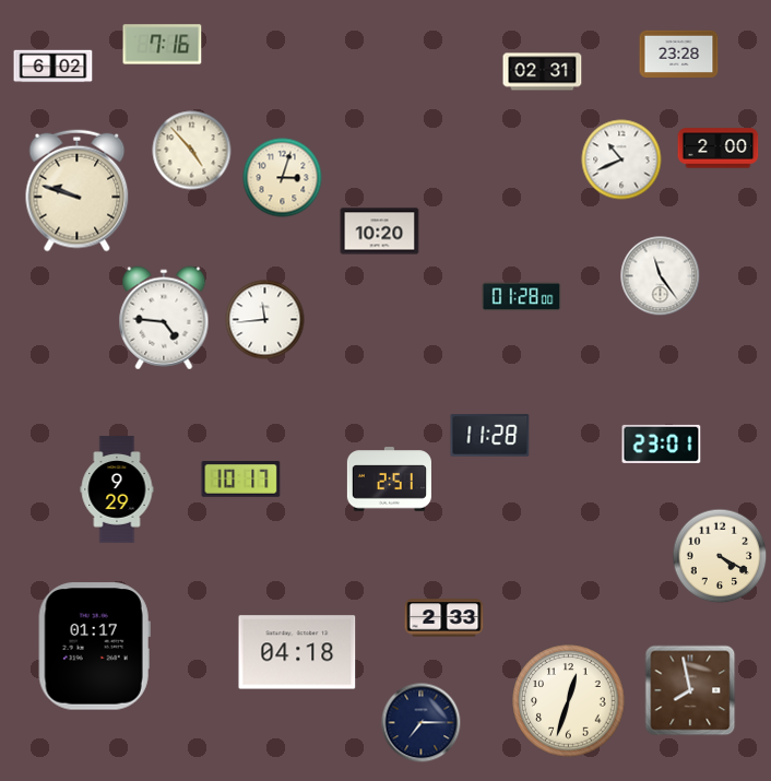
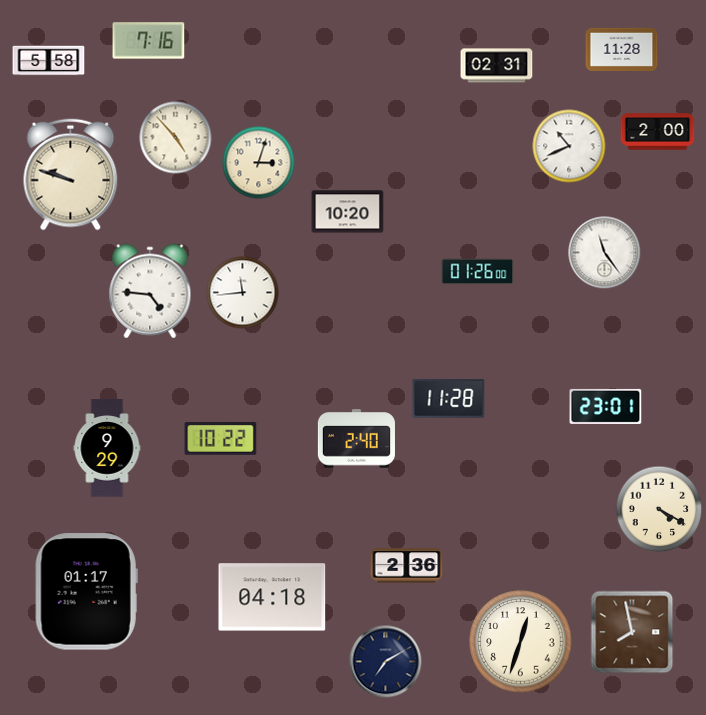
clock at (679, 54): 23:28 -> 11:28
clock at (54, 67): 6:02 -> 5:58
clock at (719, 149) position: (719, 149) -> (658, 132)
clock at (522, 297): 01:28 -> 01:26
clock at (241, 480): 10:17 -> 10:22
clock at (389, 480): 2:51 -> 2:40
clock at (444, 618): 2:33 -> 2:36
clock at (422, 723): 7:15 -> 7:10
